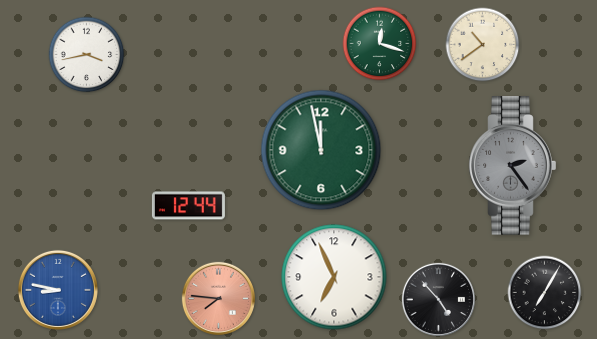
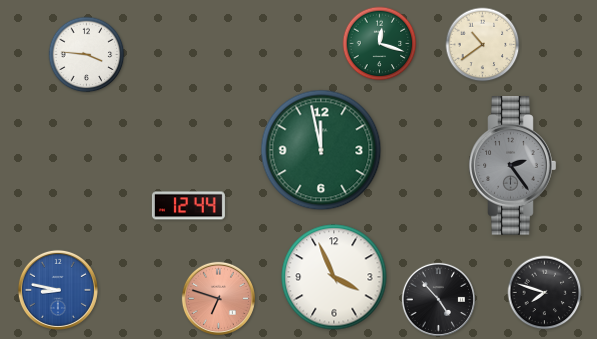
clock at (87, 55): 3:43 -> 3:46
clock at (334, 277): 6:56 -> 3:56
clock at (545, 293): 7:05 -> 7:48
clock at (218, 298): 7:46 -> 6:48
